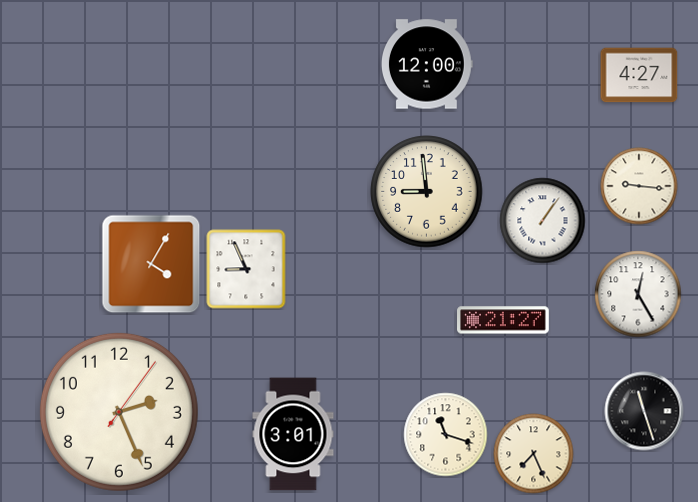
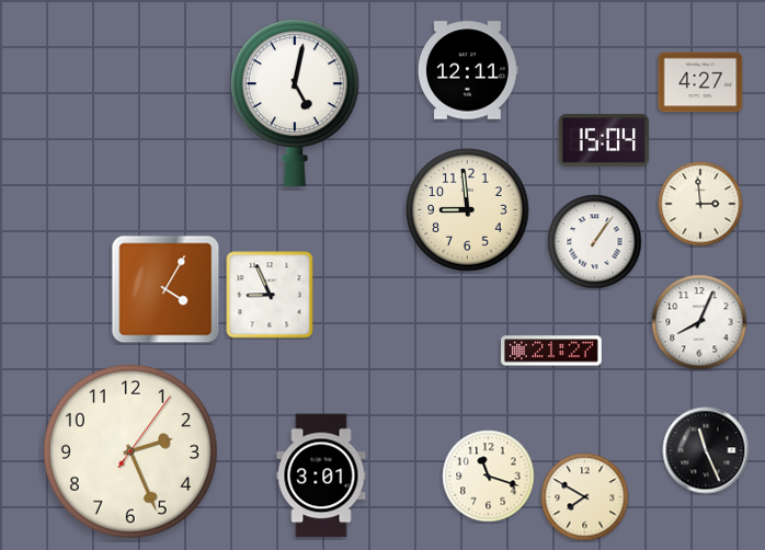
clock at (427, 64): 12:00 -> 12:11
clock at (295, 102): none -> 5:02
clock at (604, 140): none -> 15:04
clock at (639, 186): 9:16 -> 2:59
clock at (638, 294): 12:25 -> 8:04
clock at (644, 411): 11:27 -> 11:26
clock at (534, 454): 7:26 -> 7:50
